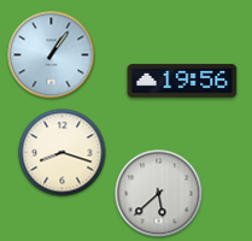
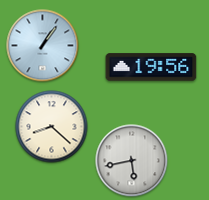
clock at (63, 153): 8:18 -> 8:22
clock at (159, 194): 5:38 -> 5:43
